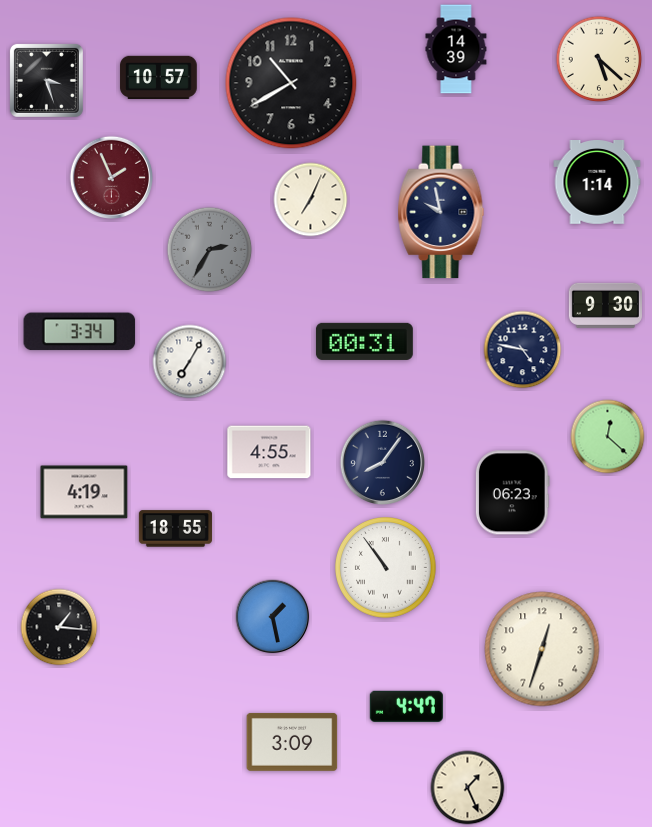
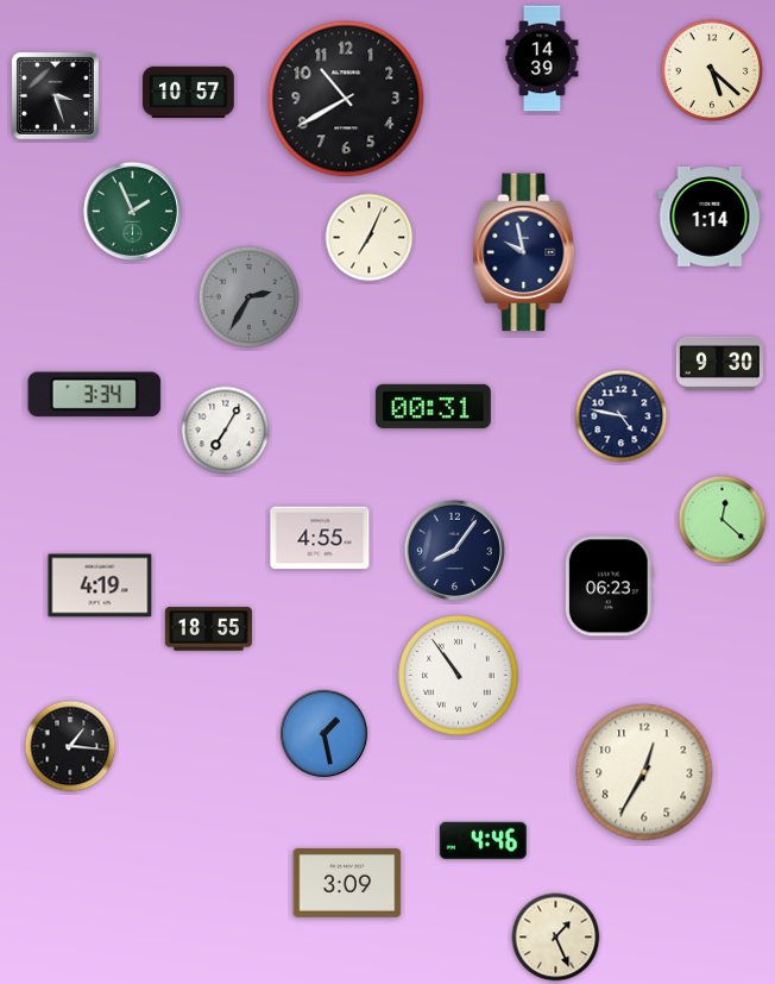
clock at (111, 177) dial: burgundy -> green
clock at (542, 649): 12:33 -> 12:35
clock at (406, 706): 4:47 -> 4:46
